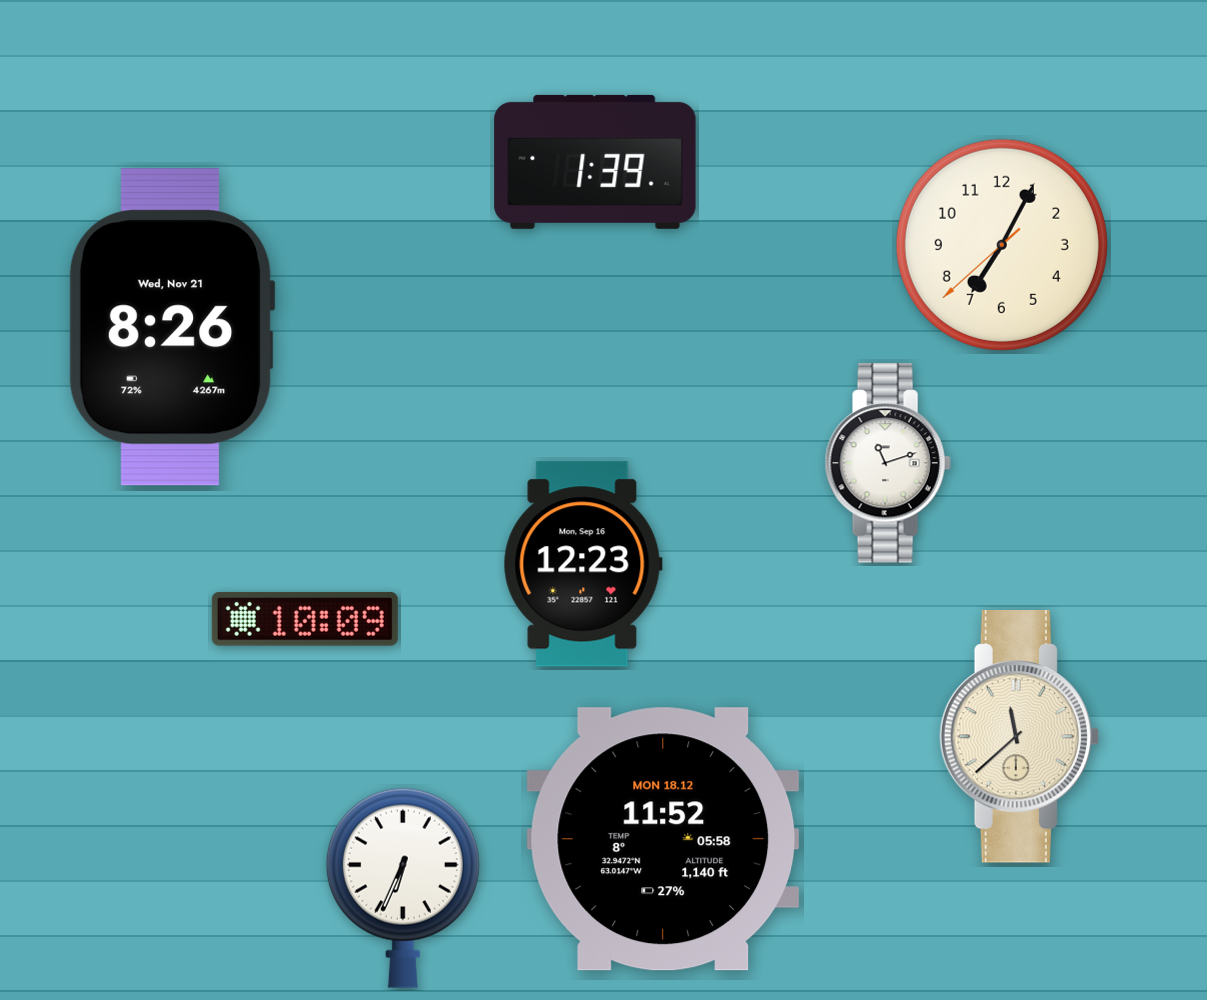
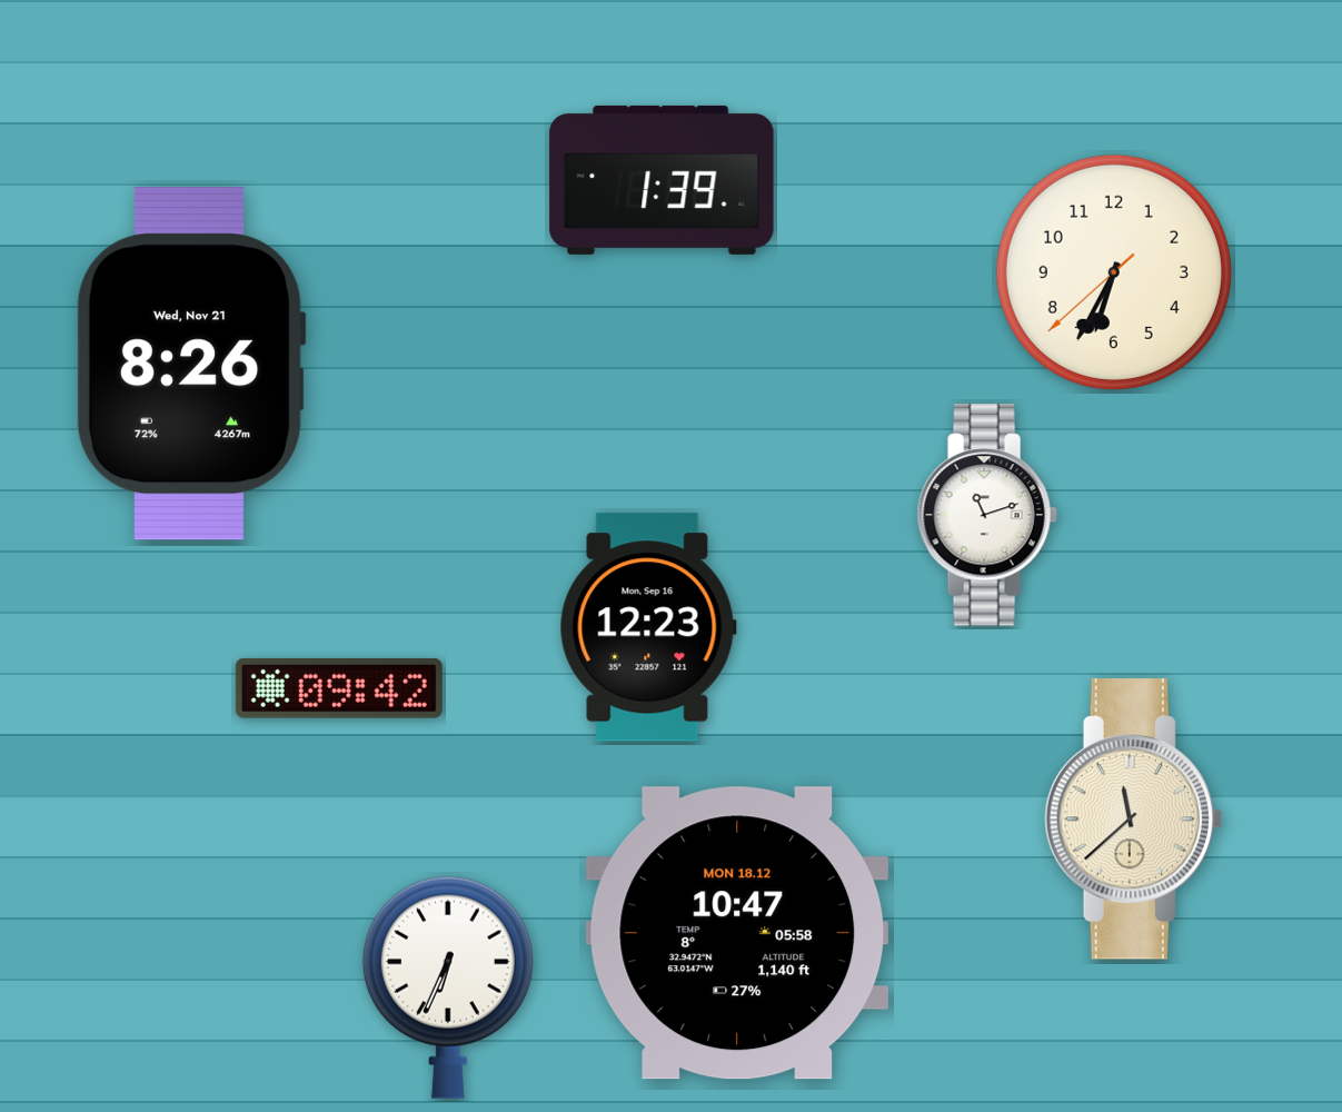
clock at (1002, 245): 7:04 -> 6:34
clock at (305, 619): 10:09 -> 09:42
clock at (663, 839): 11:52 -> 10:47
